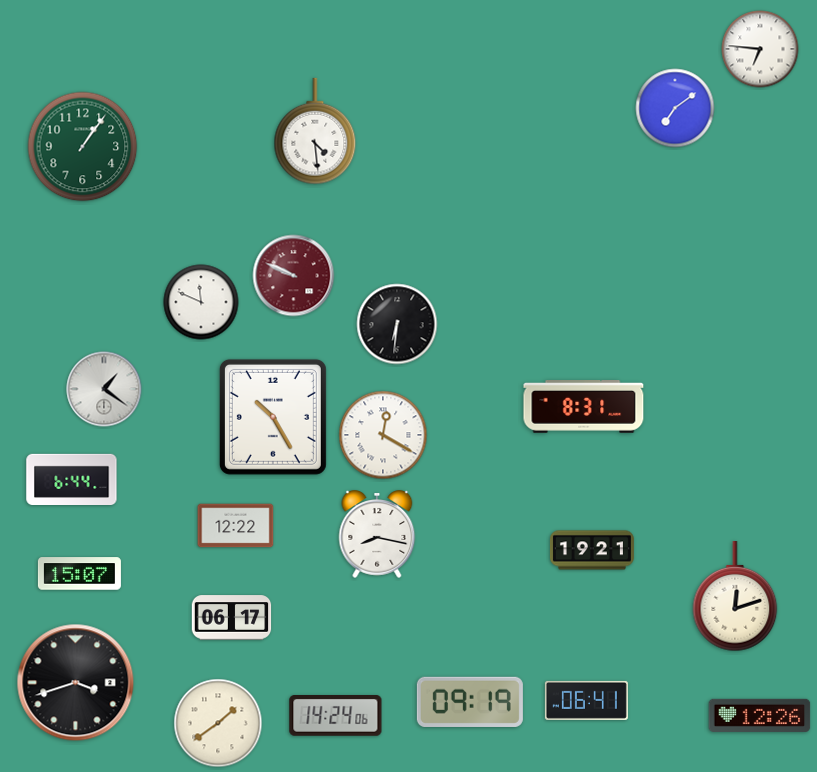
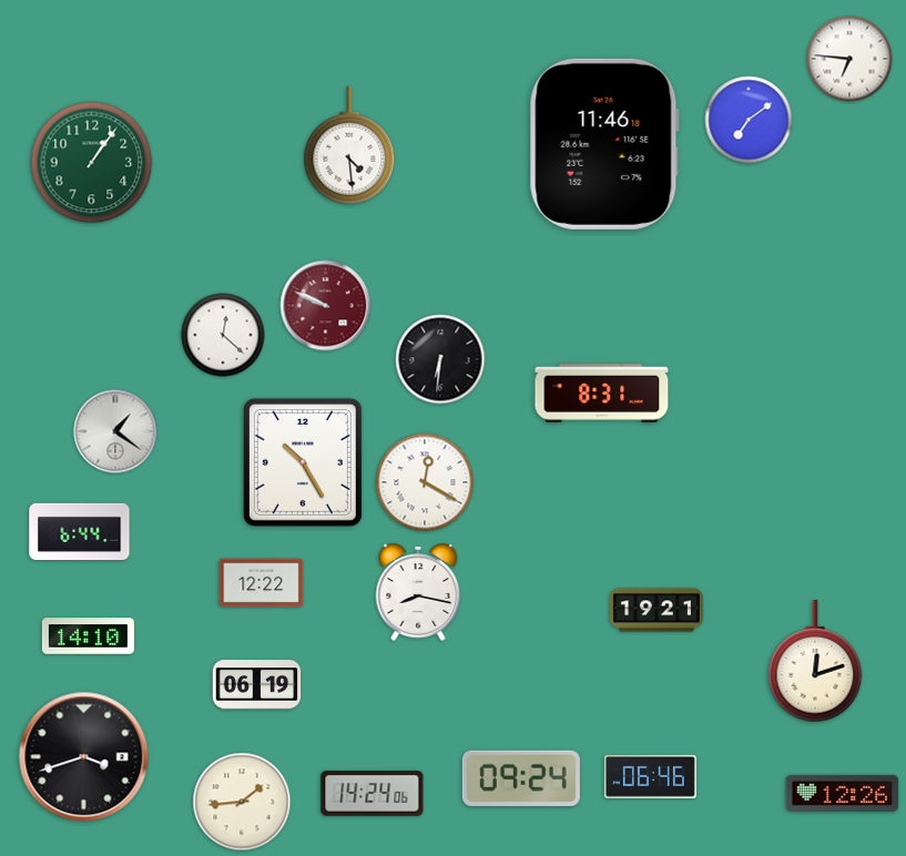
clock at (760, 49) position: (760, 49) -> (849, 59)
clock at (604, 144): none -> 11:46
clock at (201, 302): 11:49 -> 12:22
clock at (584, 407) position: (584, 407) -> (602, 394)
clock at (79, 574): 15:07 -> 14:10
clock at (232, 618): 06:17 -> 06:19
clock at (586, 700): 06:41 -> 06:46
clock at (470, 702): 09:19 -> 09:24
clock at (218, 723): 1:39 -> 1:44
